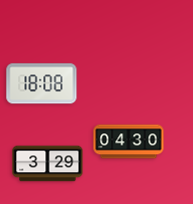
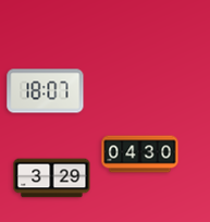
clock at (42, 84): 18:08 -> 18:07
